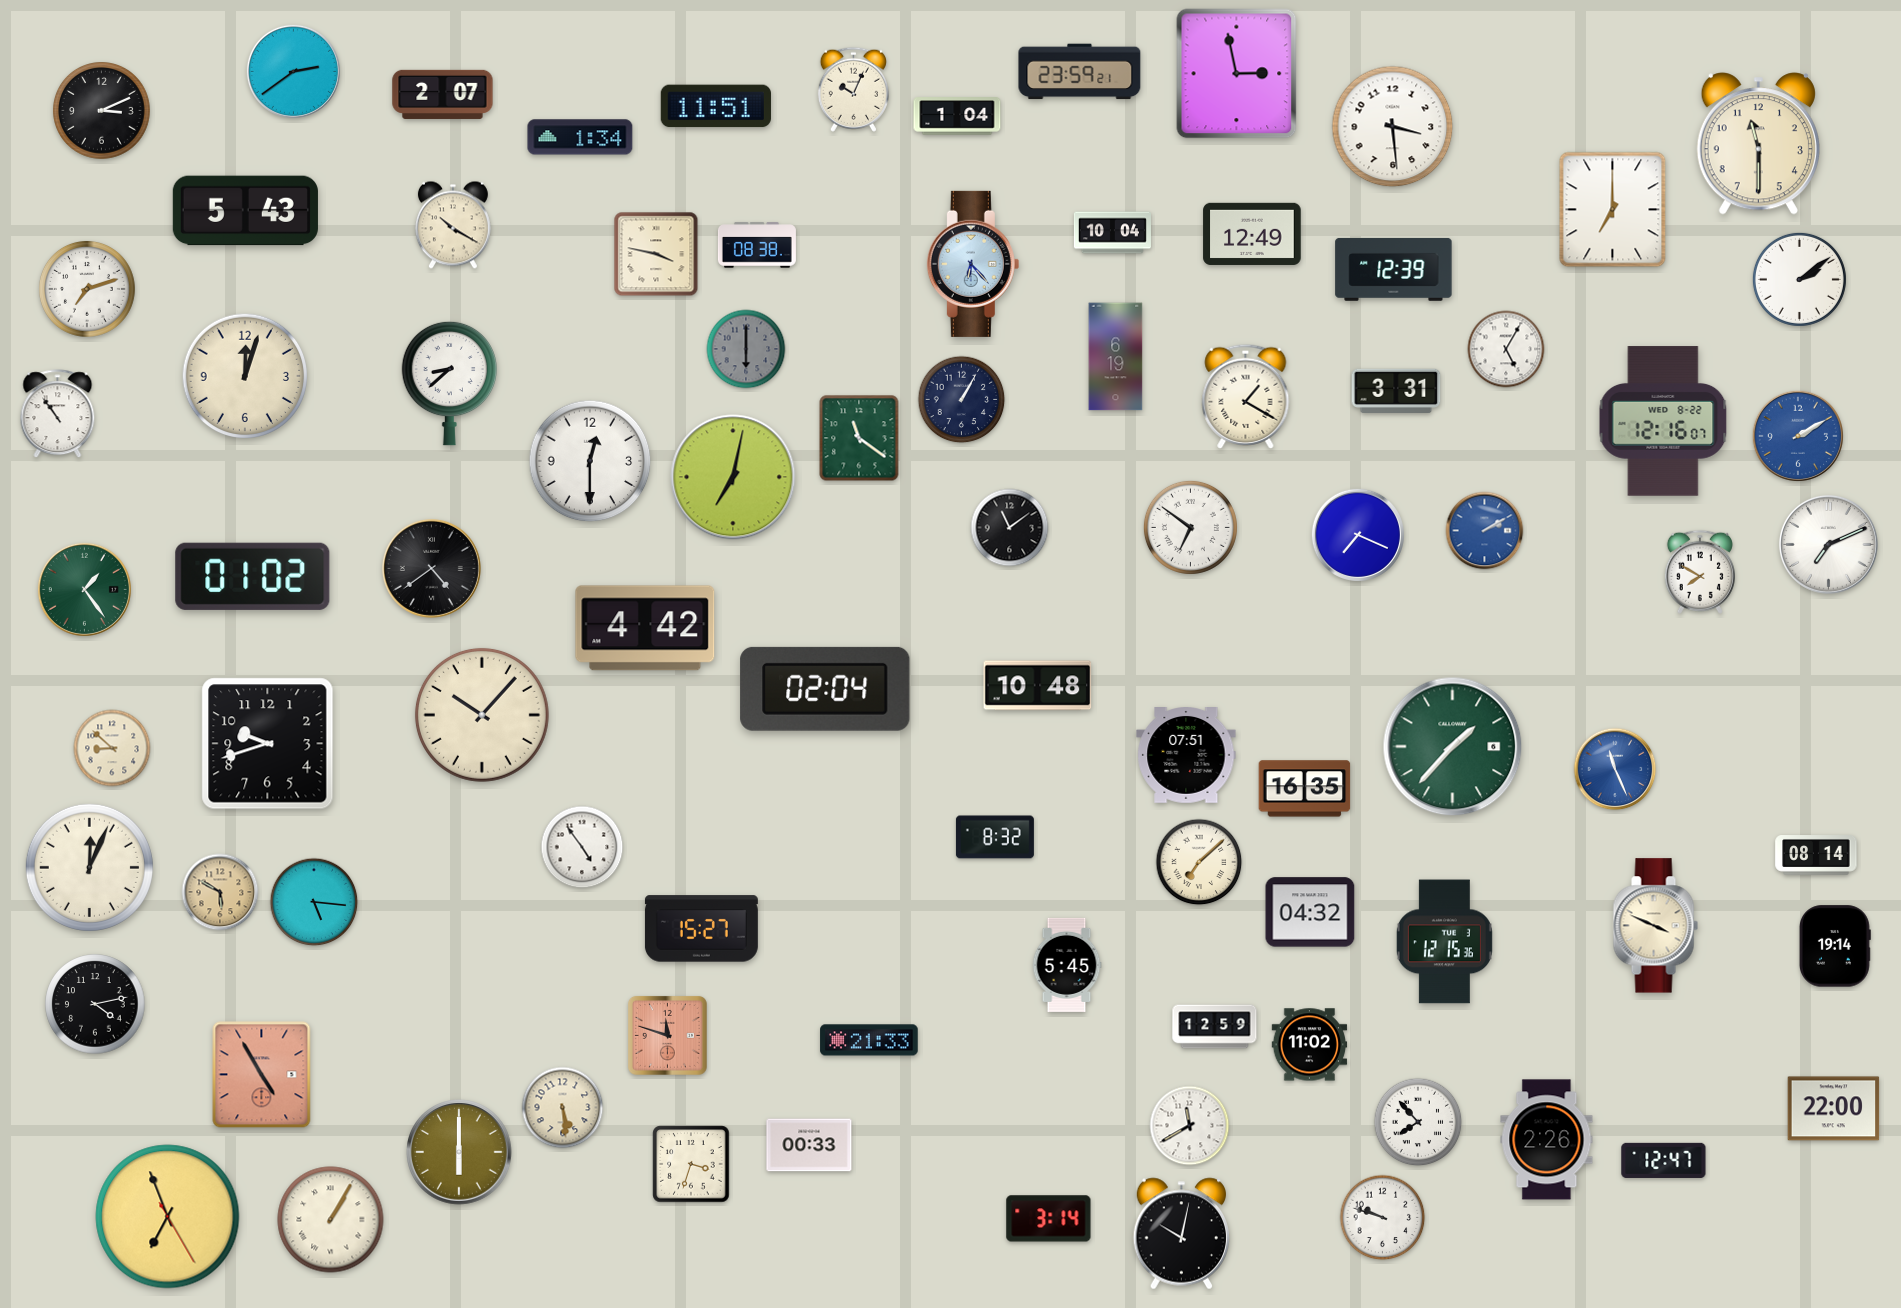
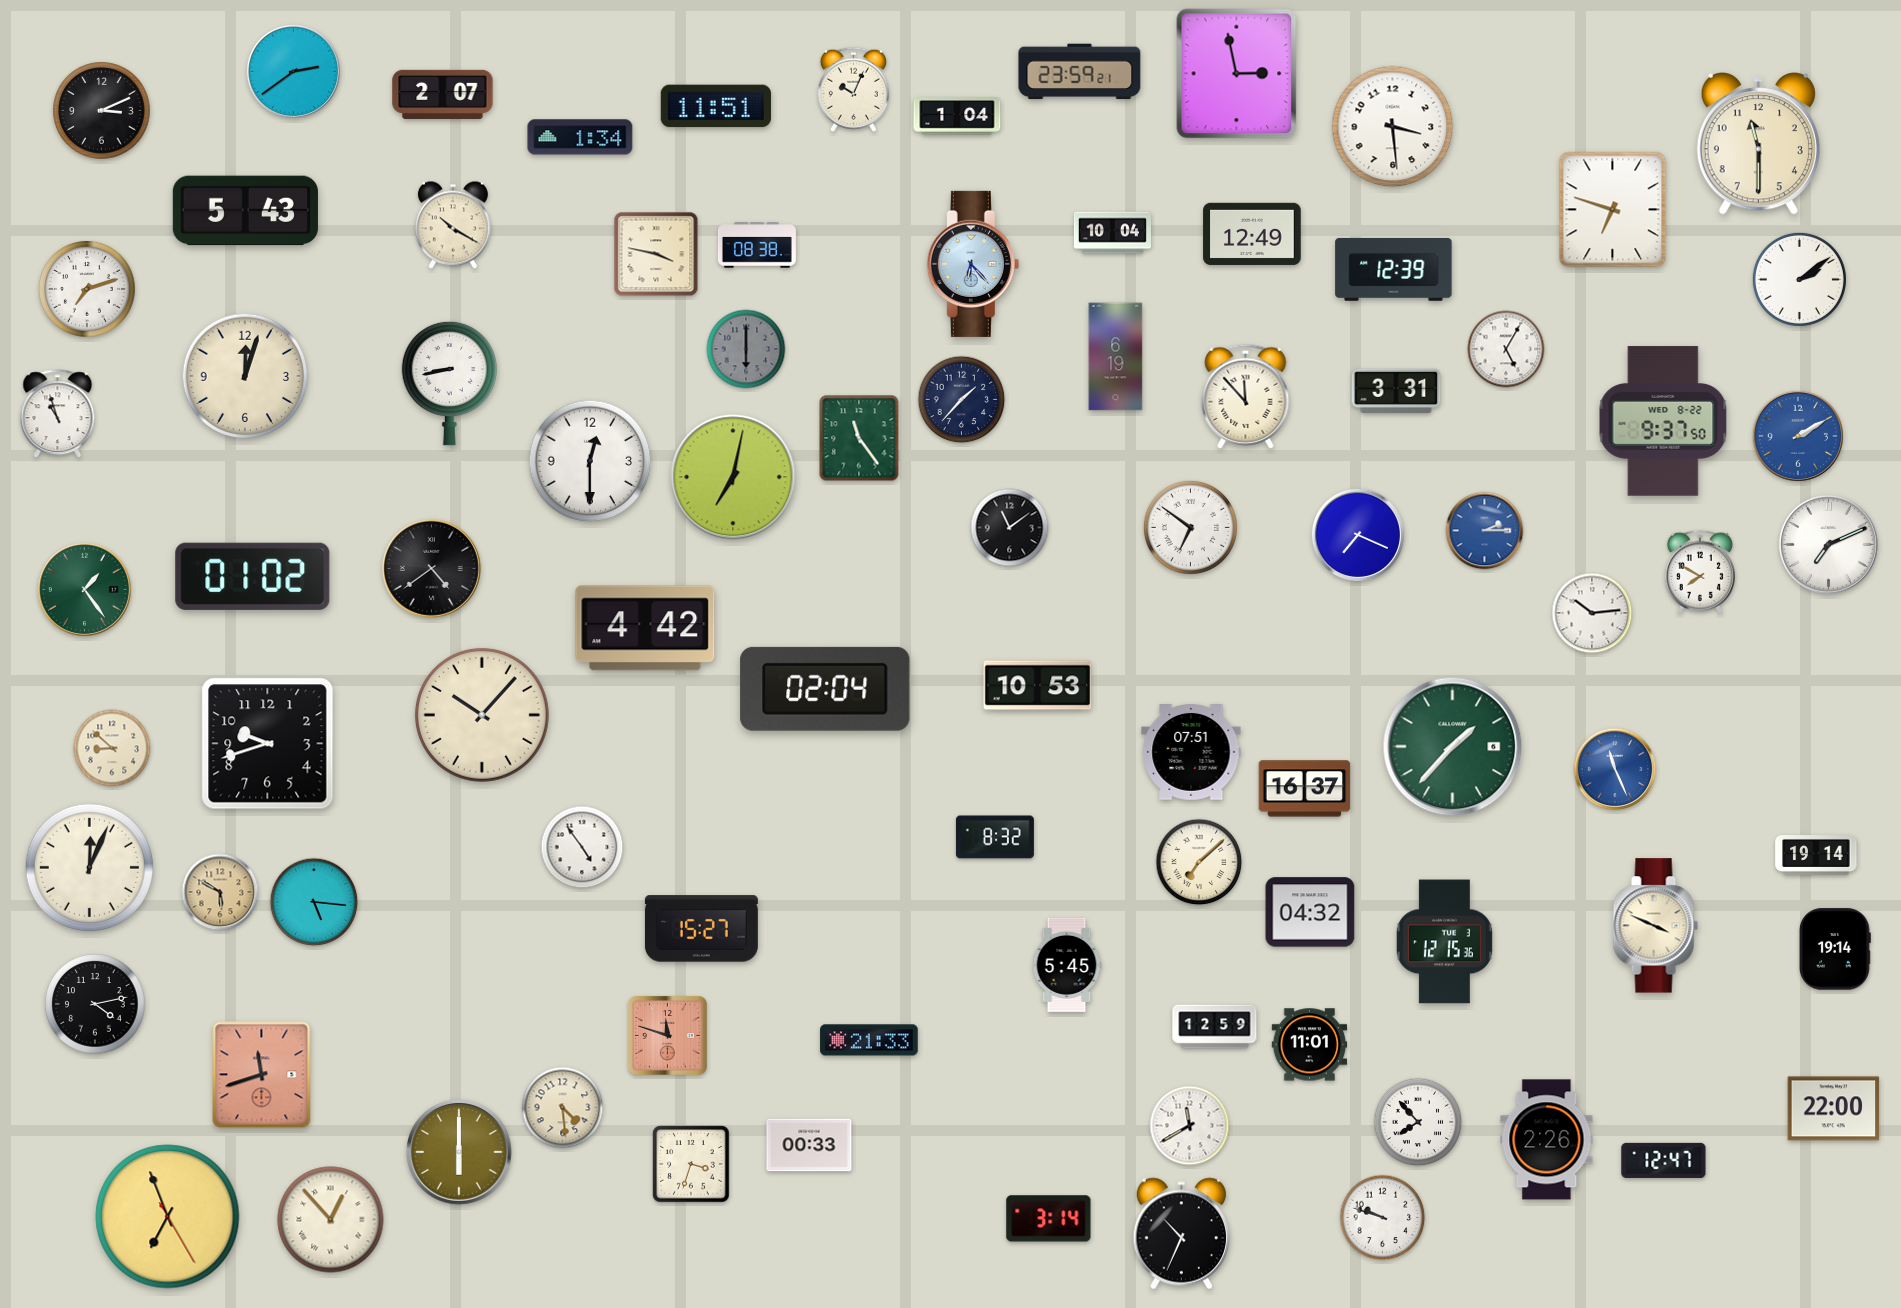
clock at (1613, 210): 7:00 -> 6:48
clock at (449, 383): 8:38 -> 8:43
clock at (1246, 396): 1:20 -> 11:53
clock at (962, 400): 1:05 -> 1:37
clock at (58, 414): 10:54 -> 10:57
clock at (1663, 421): 12:16 -> 9:37
clock at (859, 438): 11:21 -> 11:24
clock at (1485, 531): 2:10 -> 2:15
clock at (1592, 613): none -> 10:14
clock at (1038, 686): 10:48 -> 10:53
clock at (1186, 756) position: (1186, 756) -> (1191, 753)
clock at (1305, 789): 16:35 -> 16:37
clock at (1816, 856): 08:14 -> 19:14
clock at (1835, 946) position: (1835, 946) -> (1835, 949)
clock at (1310, 1045): 11:02 -> 11:01
clock at (262, 1075): 4:55 -> 11:42
clock at (563, 1108): 5:29 -> 4:29
clock at (331, 1220): 1:05 -> 12:53
clock at (1182, 1234): 10:02 -> 10:34
